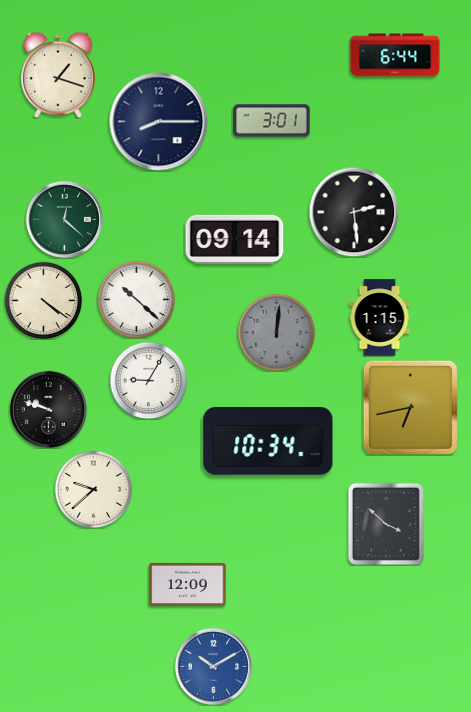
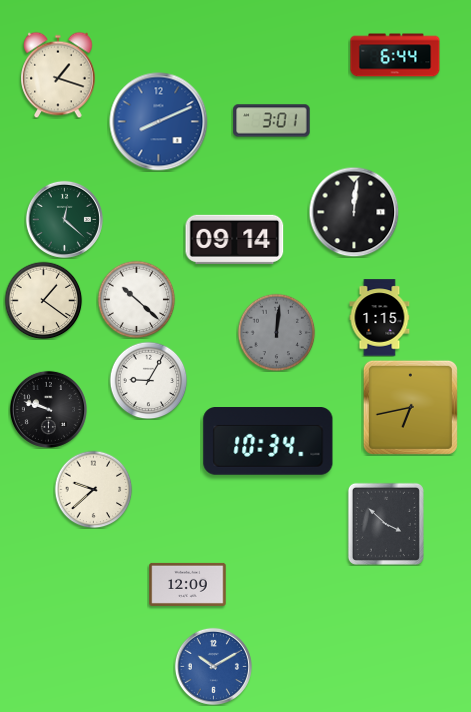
clock at (159, 122): 8:15 -> 8:11
clock at (159, 122) dial: navy -> blue
clock at (354, 212): 2:29 -> 12:01
clock at (43, 300): 4:21 -> 1:21
